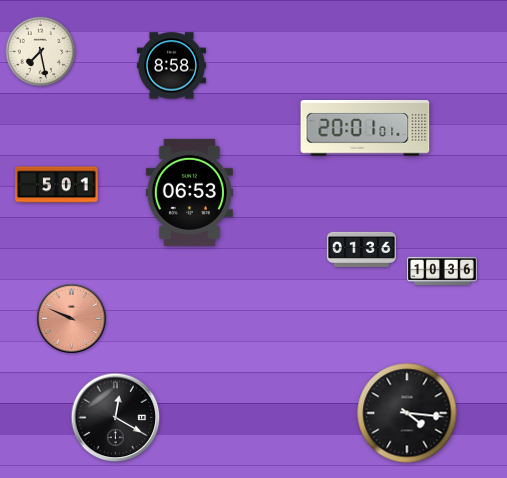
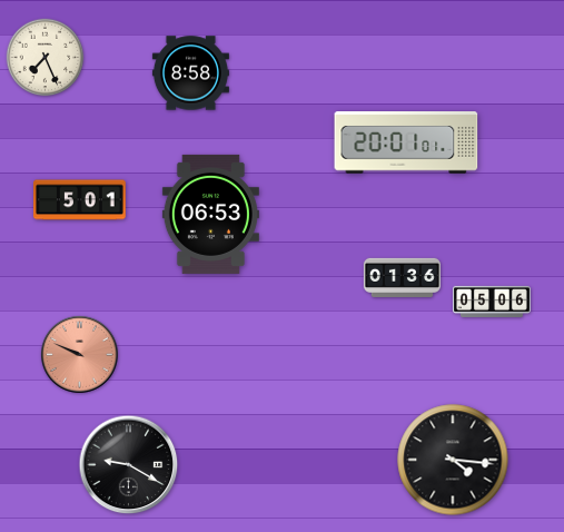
clock at (41, 52): 7:28 -> 7:26
clock at (57, 185) position: (57, 185) -> (80, 200)
clock at (443, 270): 10:36 -> 05:06
clock at (116, 418): 12:20 -> 9:20
